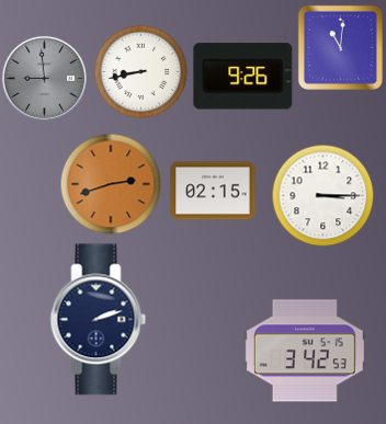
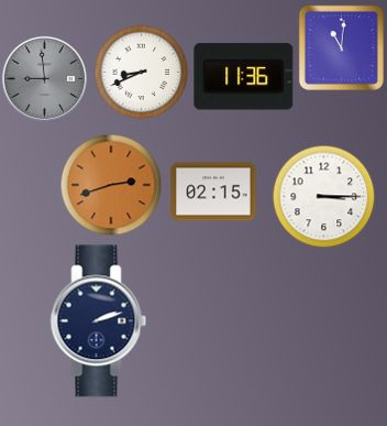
clock at (140, 71): 8:43 -> 8:41
clock at (243, 77): 9:26 -> 11:36
clock at (305, 351): 3:42 -> none
